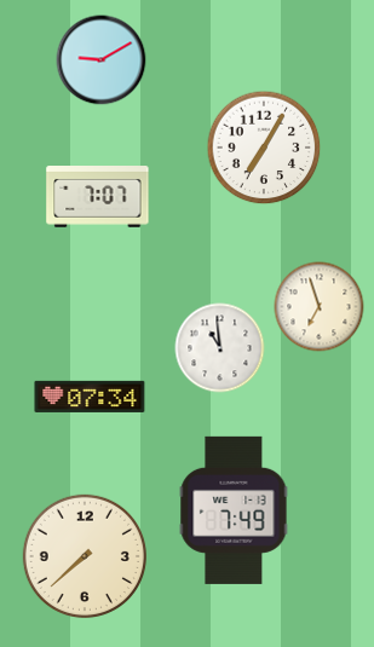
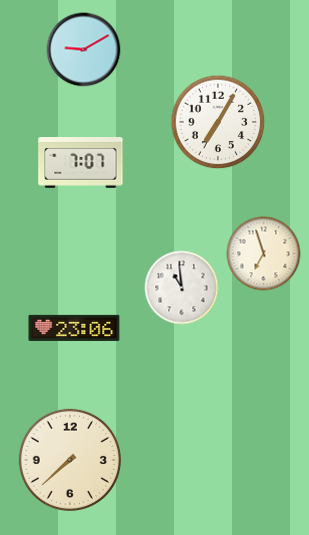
clock at (90, 397): 07:34 -> 23:06
clock at (234, 510): 7:49 -> none
